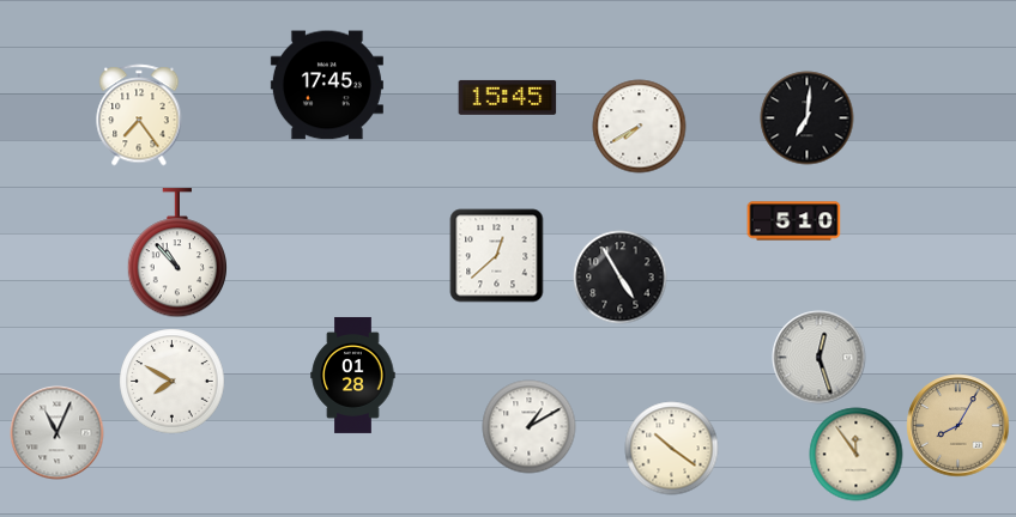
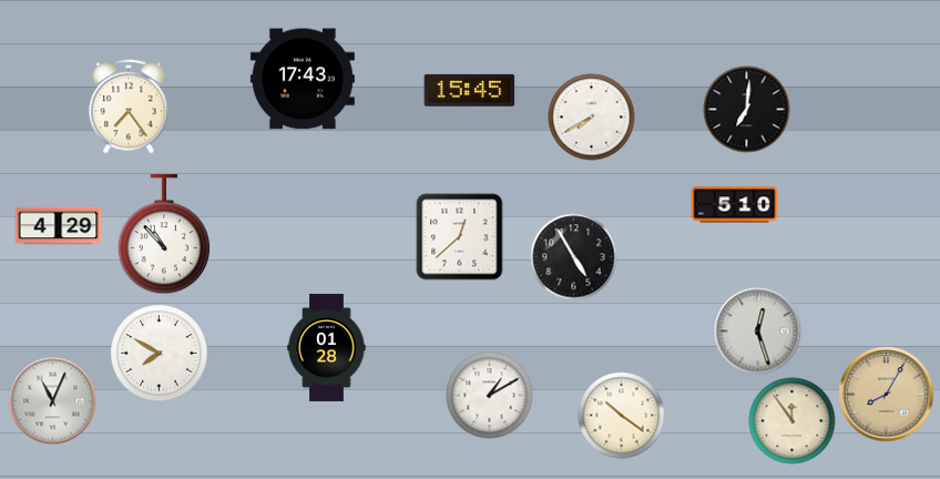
clock at (327, 85): 17:45 -> 17:43
clock at (58, 226): none -> 4:29
